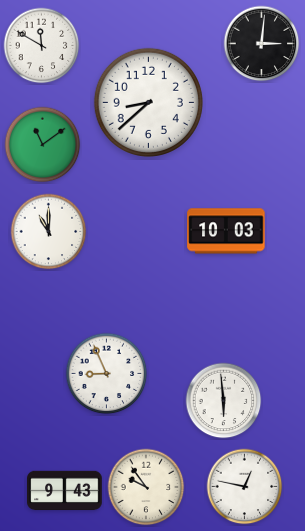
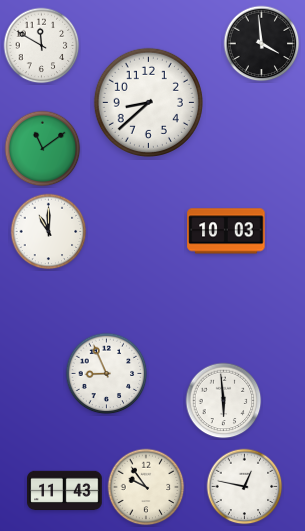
clock at (262, 44): 3:01 -> 3:59
clock at (43, 145) position: (43, 145) -> (43, 149)
clock at (65, 491): 9:43 -> 11:43
